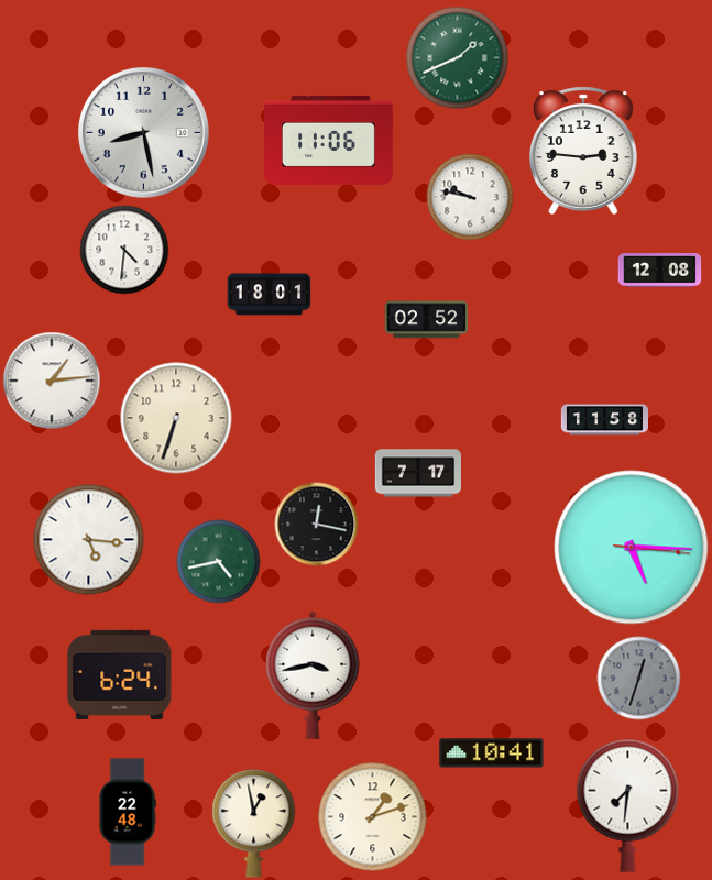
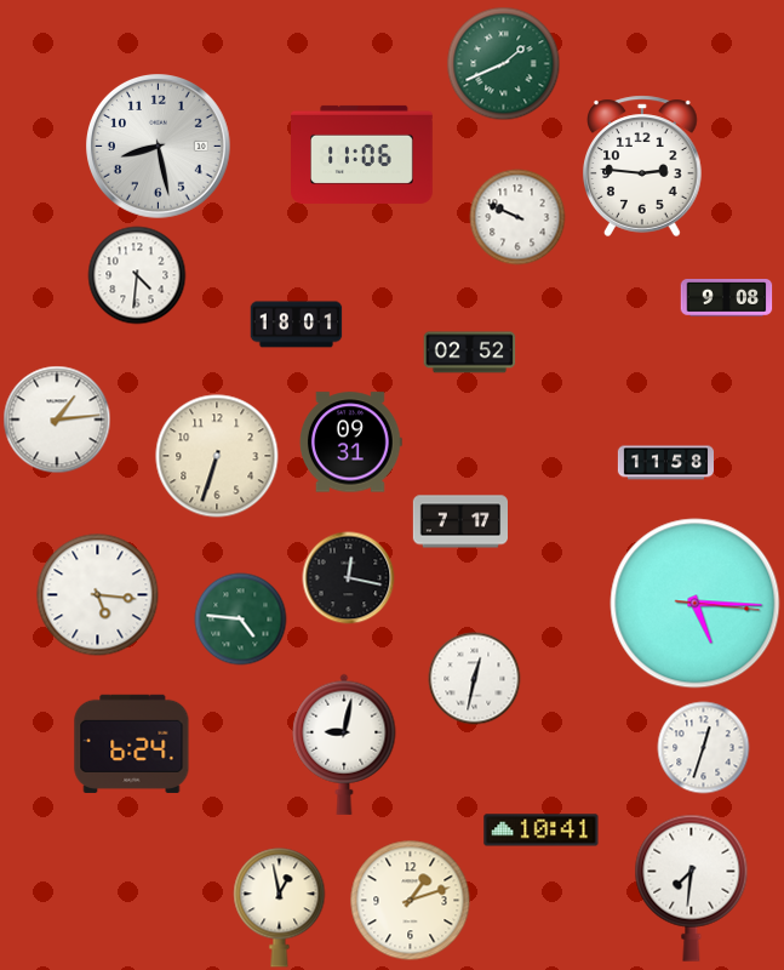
clock at (470, 197): 9:47 -> 9:49
clock at (660, 271): 12:08 -> 9:08
clock at (350, 443): none -> 09:31
clock at (176, 418) position: (176, 418) -> (217, 456)
clock at (219, 562): 4:43 -> 4:46
clock at (475, 679): none -> 12:32
clock at (313, 675): 3:43 -> 9:02
clock at (639, 679) dial: grey -> white
clock at (128, 812): 22:48 -> none
